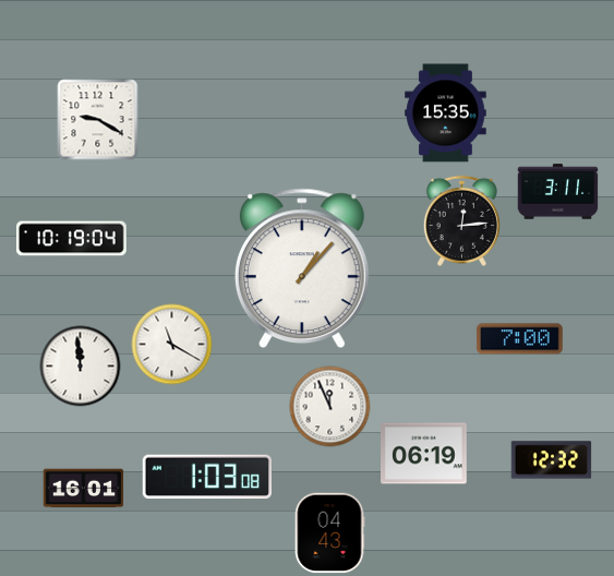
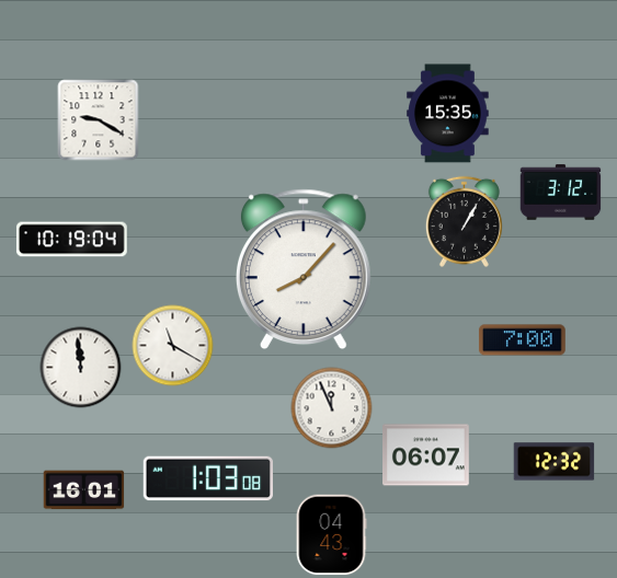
clock at (558, 192): 3:11 -> 3:12
clock at (461, 220): 12:14 -> 1:05
clock at (302, 268): 1:07 -> 8:07
clock at (424, 454): 06:19 -> 06:07
